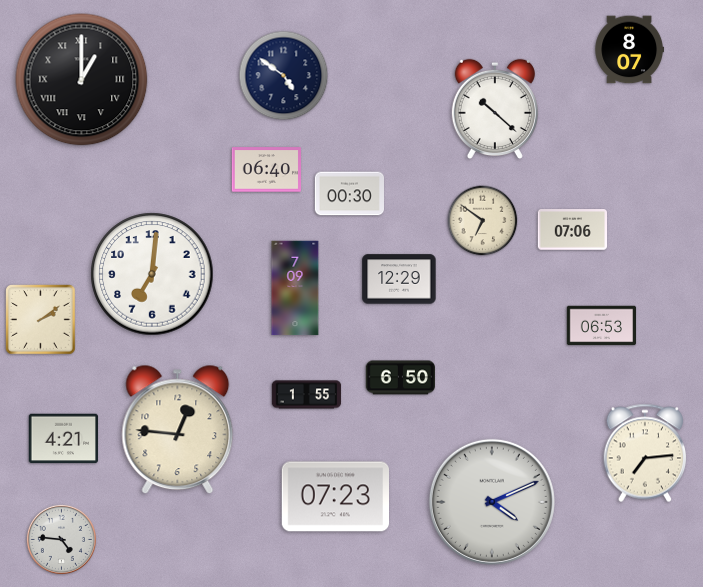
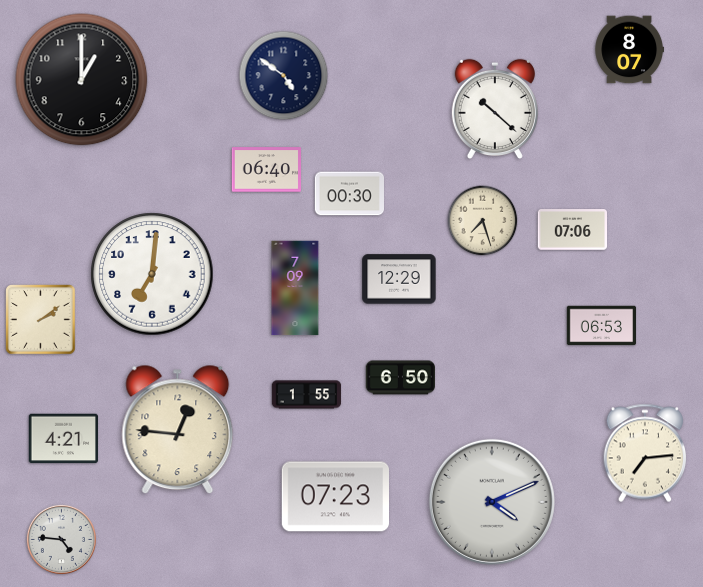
clock at (82, 80) numerals: Roman -> Arabic
clock at (483, 221): 6:51 -> 7:27
